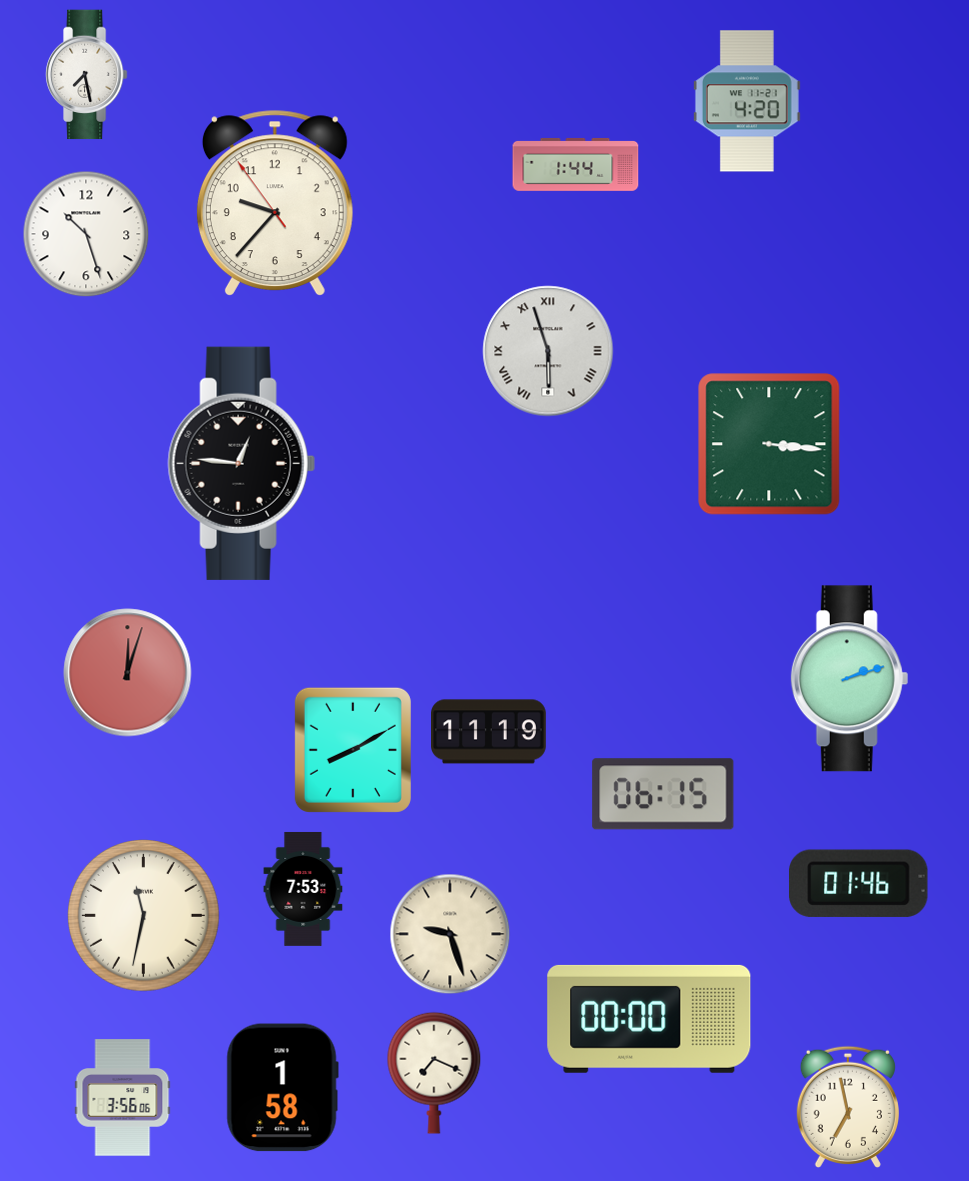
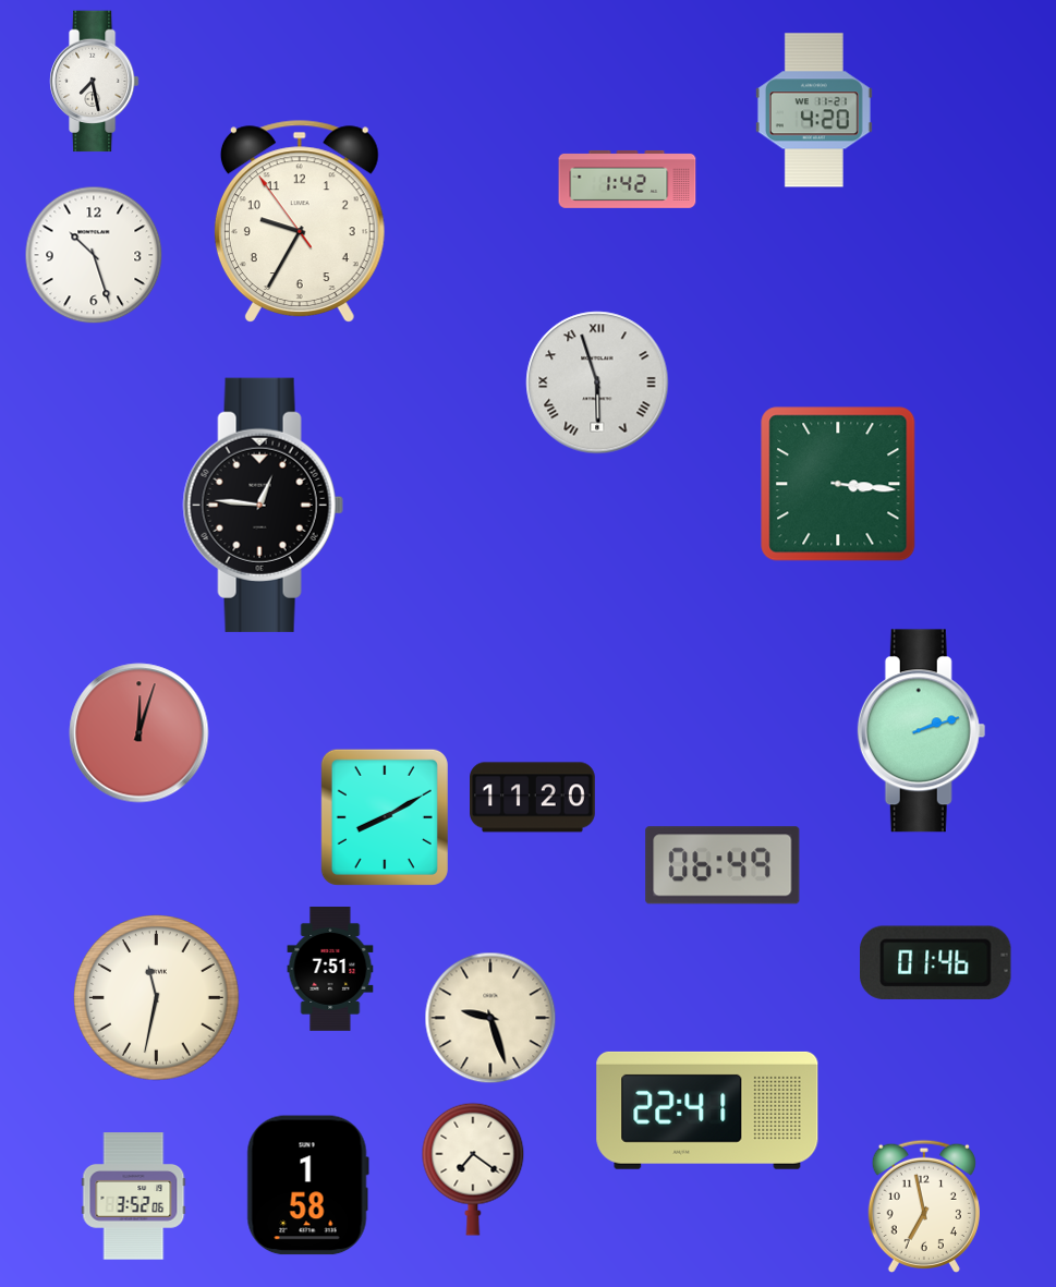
clock at (576, 164): 1:44 -> 1:42
clock at (275, 203): 9:36 -> 9:34
clock at (850, 679) position: (850, 679) -> (922, 731)
clock at (489, 732): 11:19 -> 11:20
clock at (663, 794): 06:15 -> 06:49
clock at (303, 889): 7:53 -> 7:51
clock at (649, 1019): 00:00 -> 22:41
clock at (434, 1073): 7:19 -> 7:21
clock at (123, 1098): 3:56 -> 3:52
